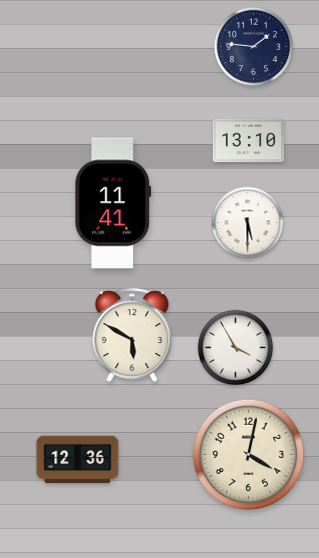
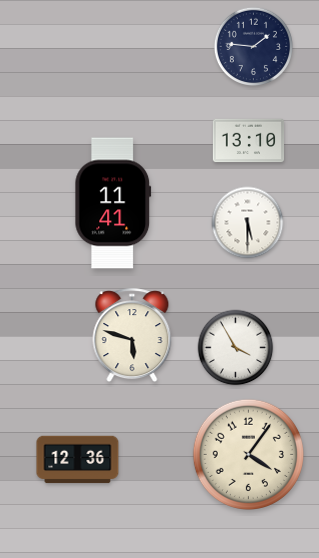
clock at (132, 336): 5:50 -> 5:48
clock at (248, 454): 4:02 -> 4:06
